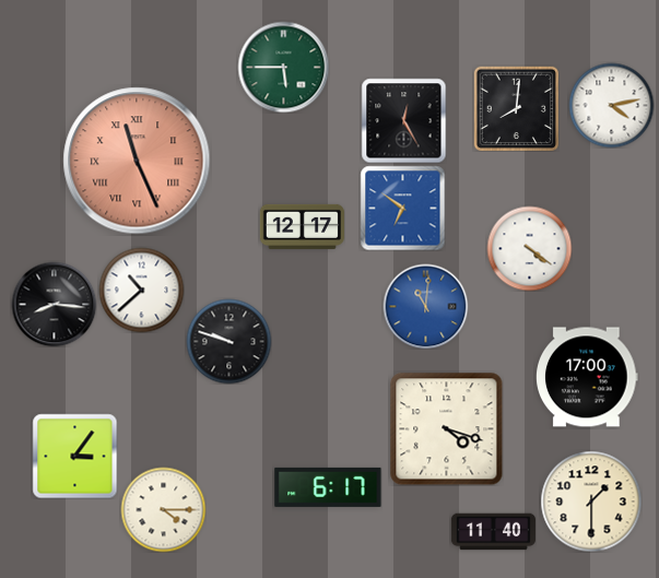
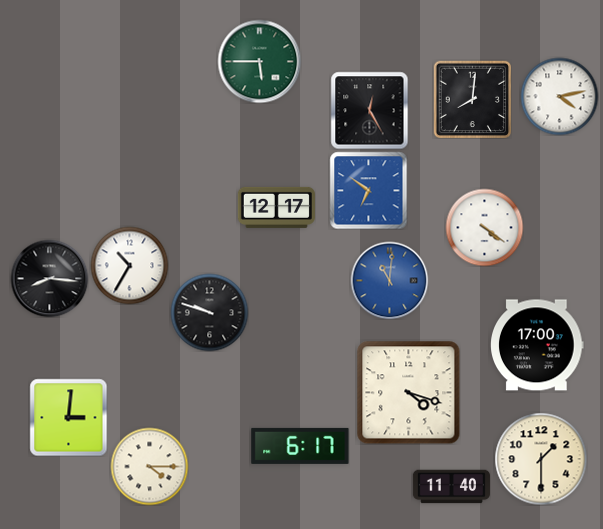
clock at (137, 161): 11:26 -> none
clock at (141, 290): 10:38 -> 10:35
clock at (74, 456): 3:06 -> 3:01
